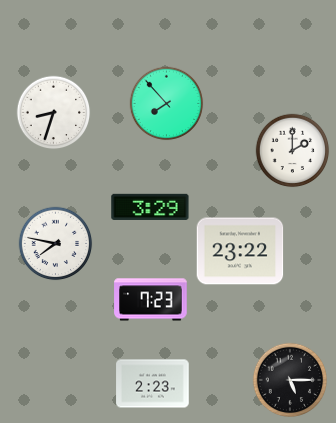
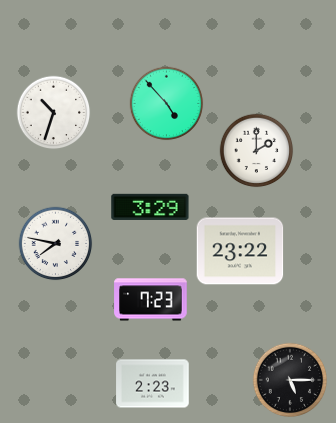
clock at (167, 104): 7:53 -> 4:53
clock at (54, 113): 8:33 -> 10:33
clock at (293, 151) position: (293, 151) -> (257, 151)
